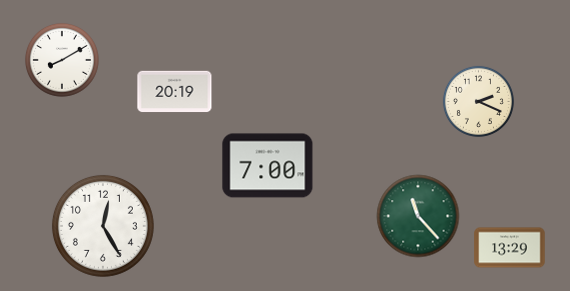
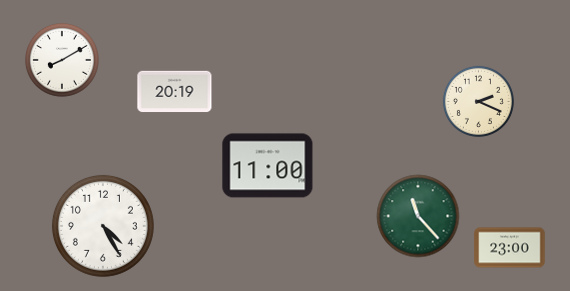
clock at (268, 166): 7:00 -> 11:00
clock at (103, 226): 12:25 -> 4:25
clock at (510, 248): 13:29 -> 23:00
